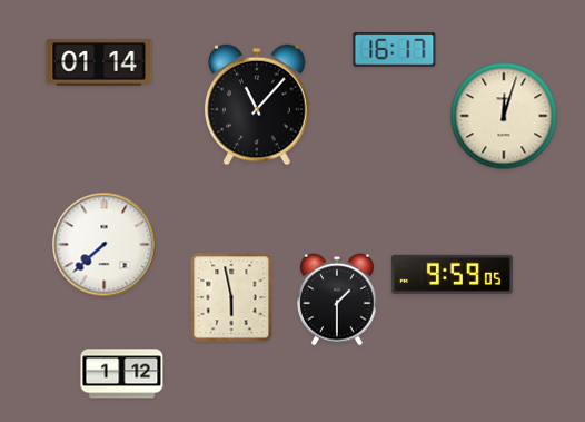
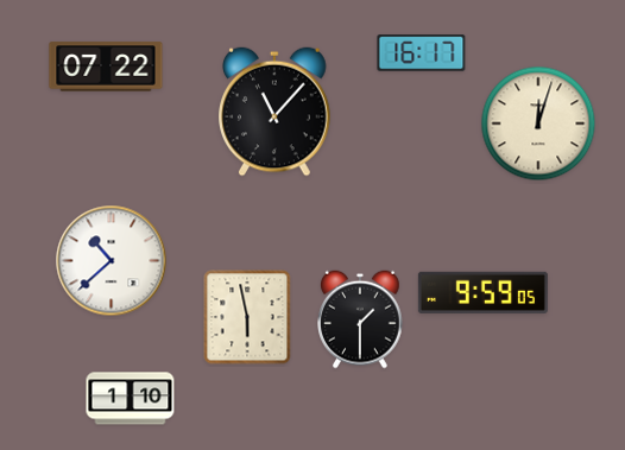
clock at (99, 62): 01:14 -> 07:22
clock at (105, 245): 7:38 -> 10:38
clock at (122, 374): 1:12 -> 1:10
